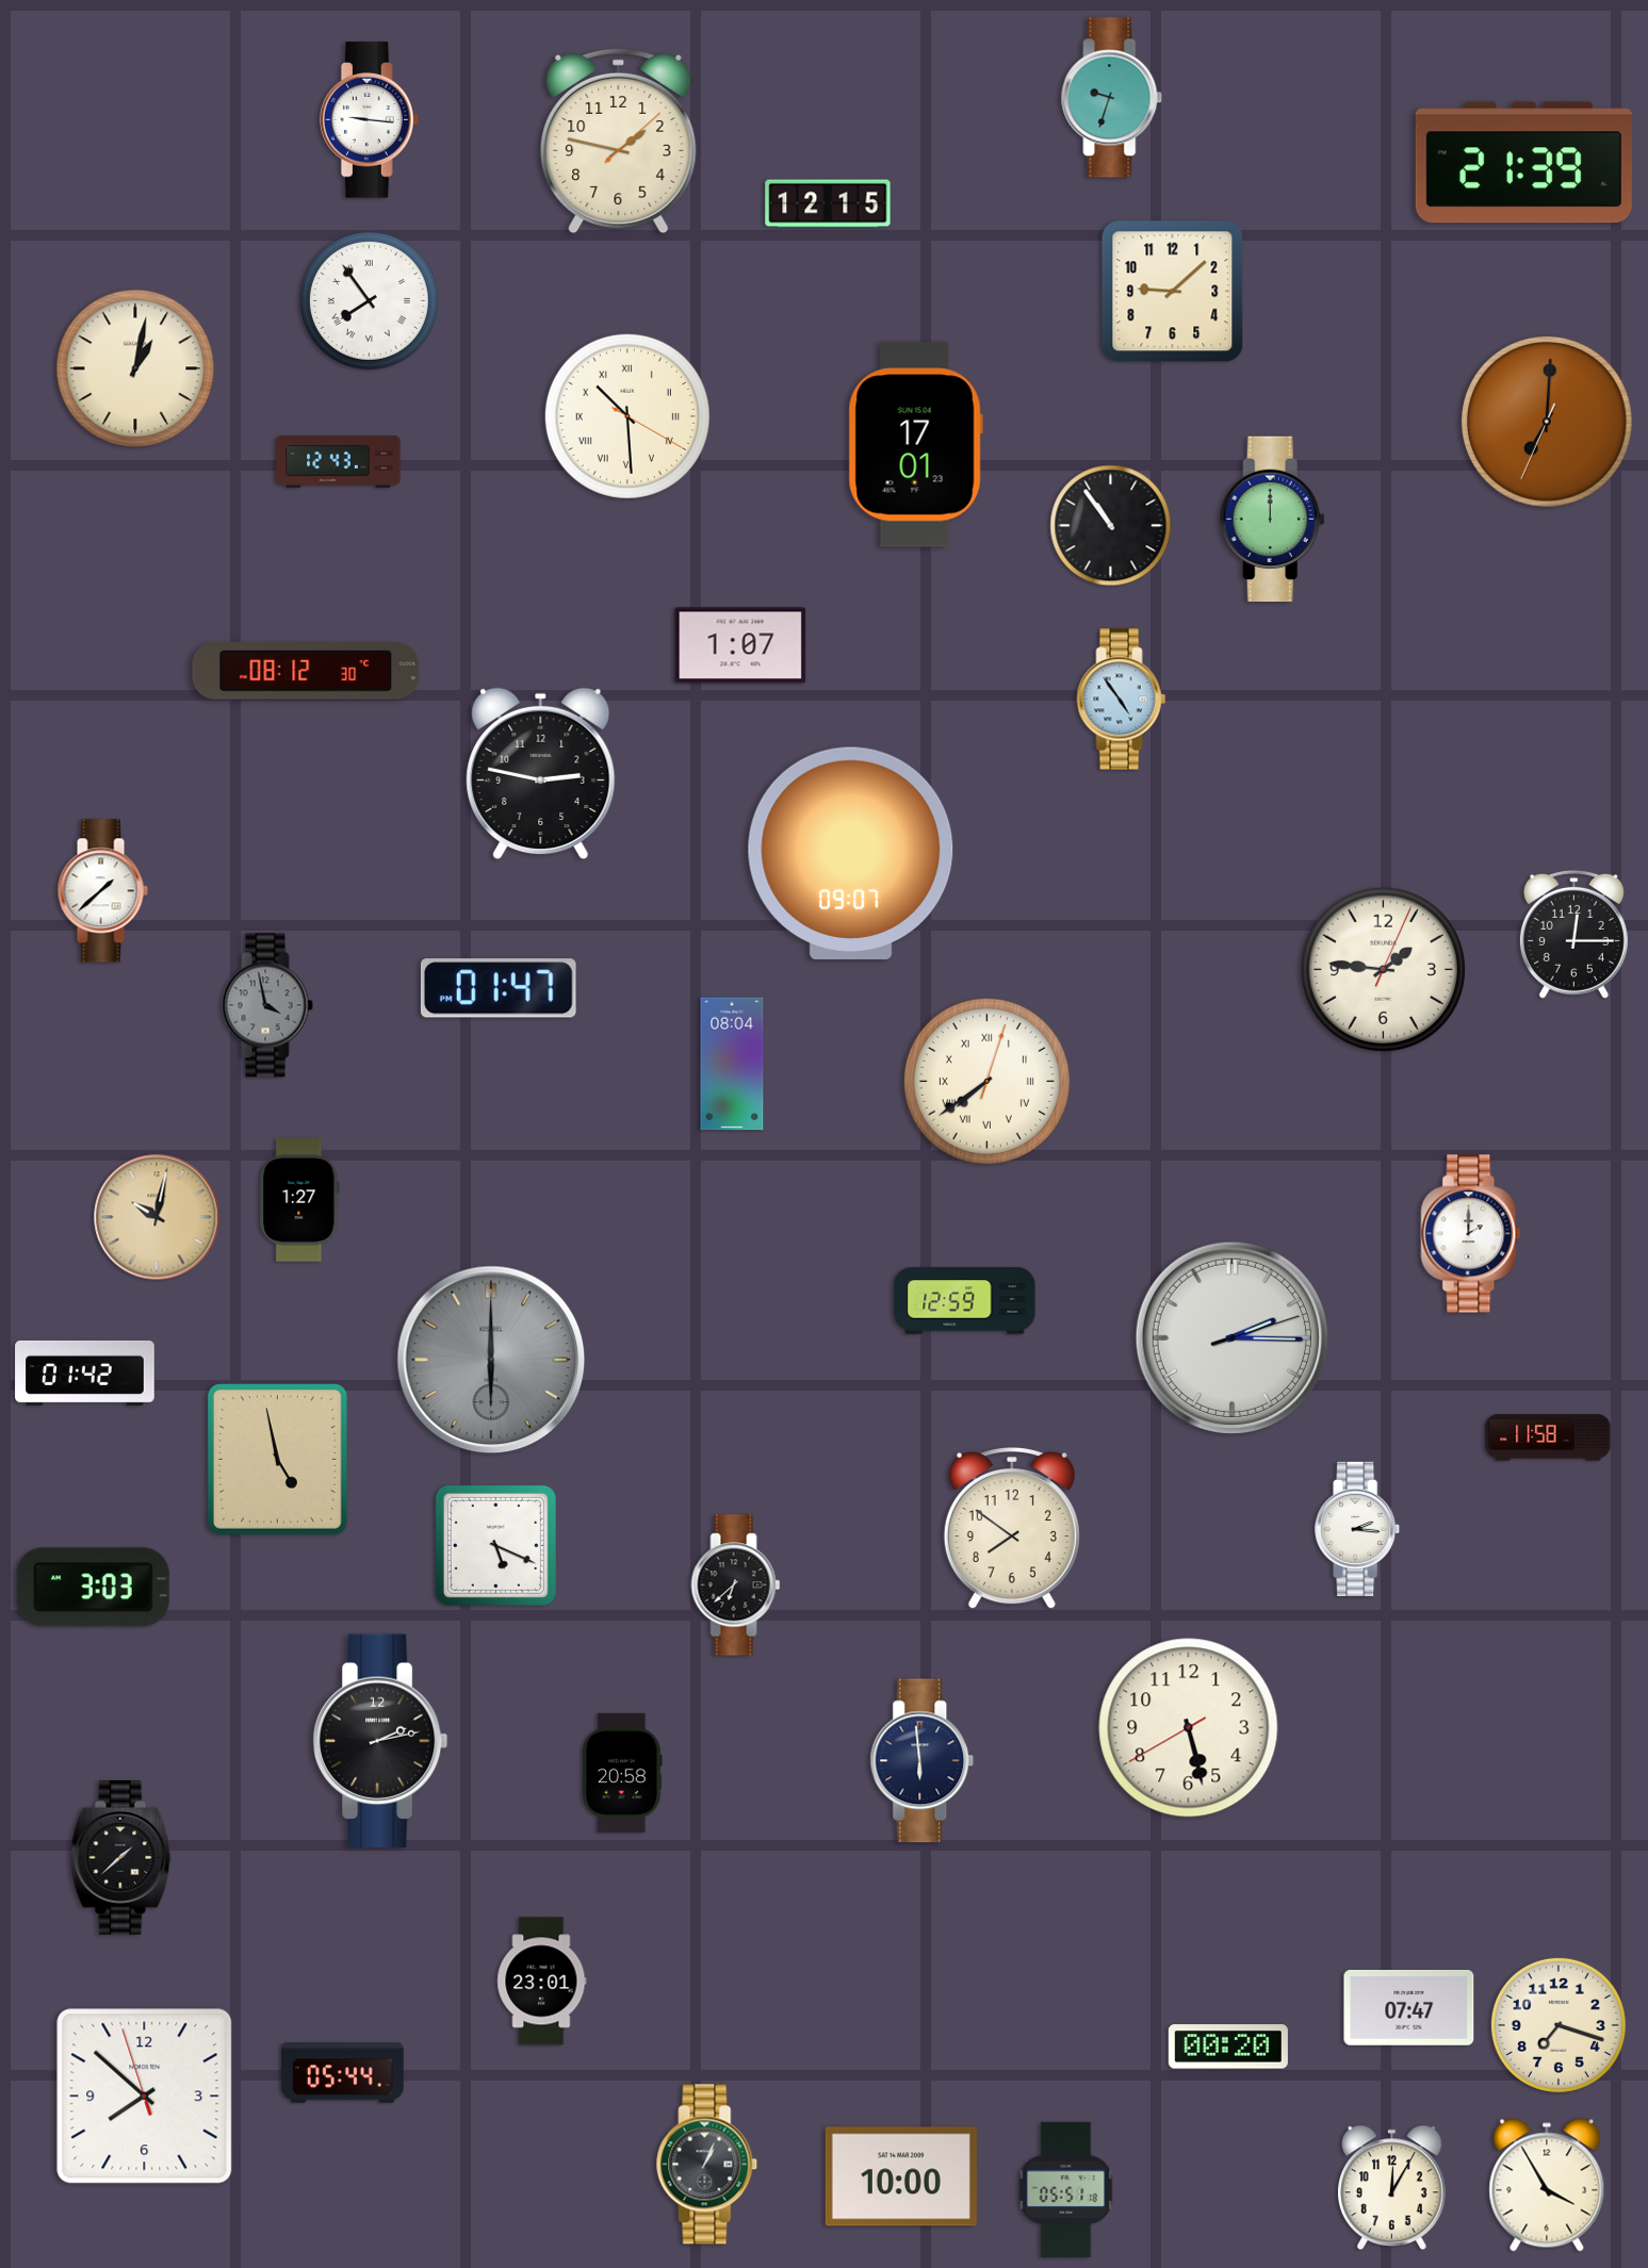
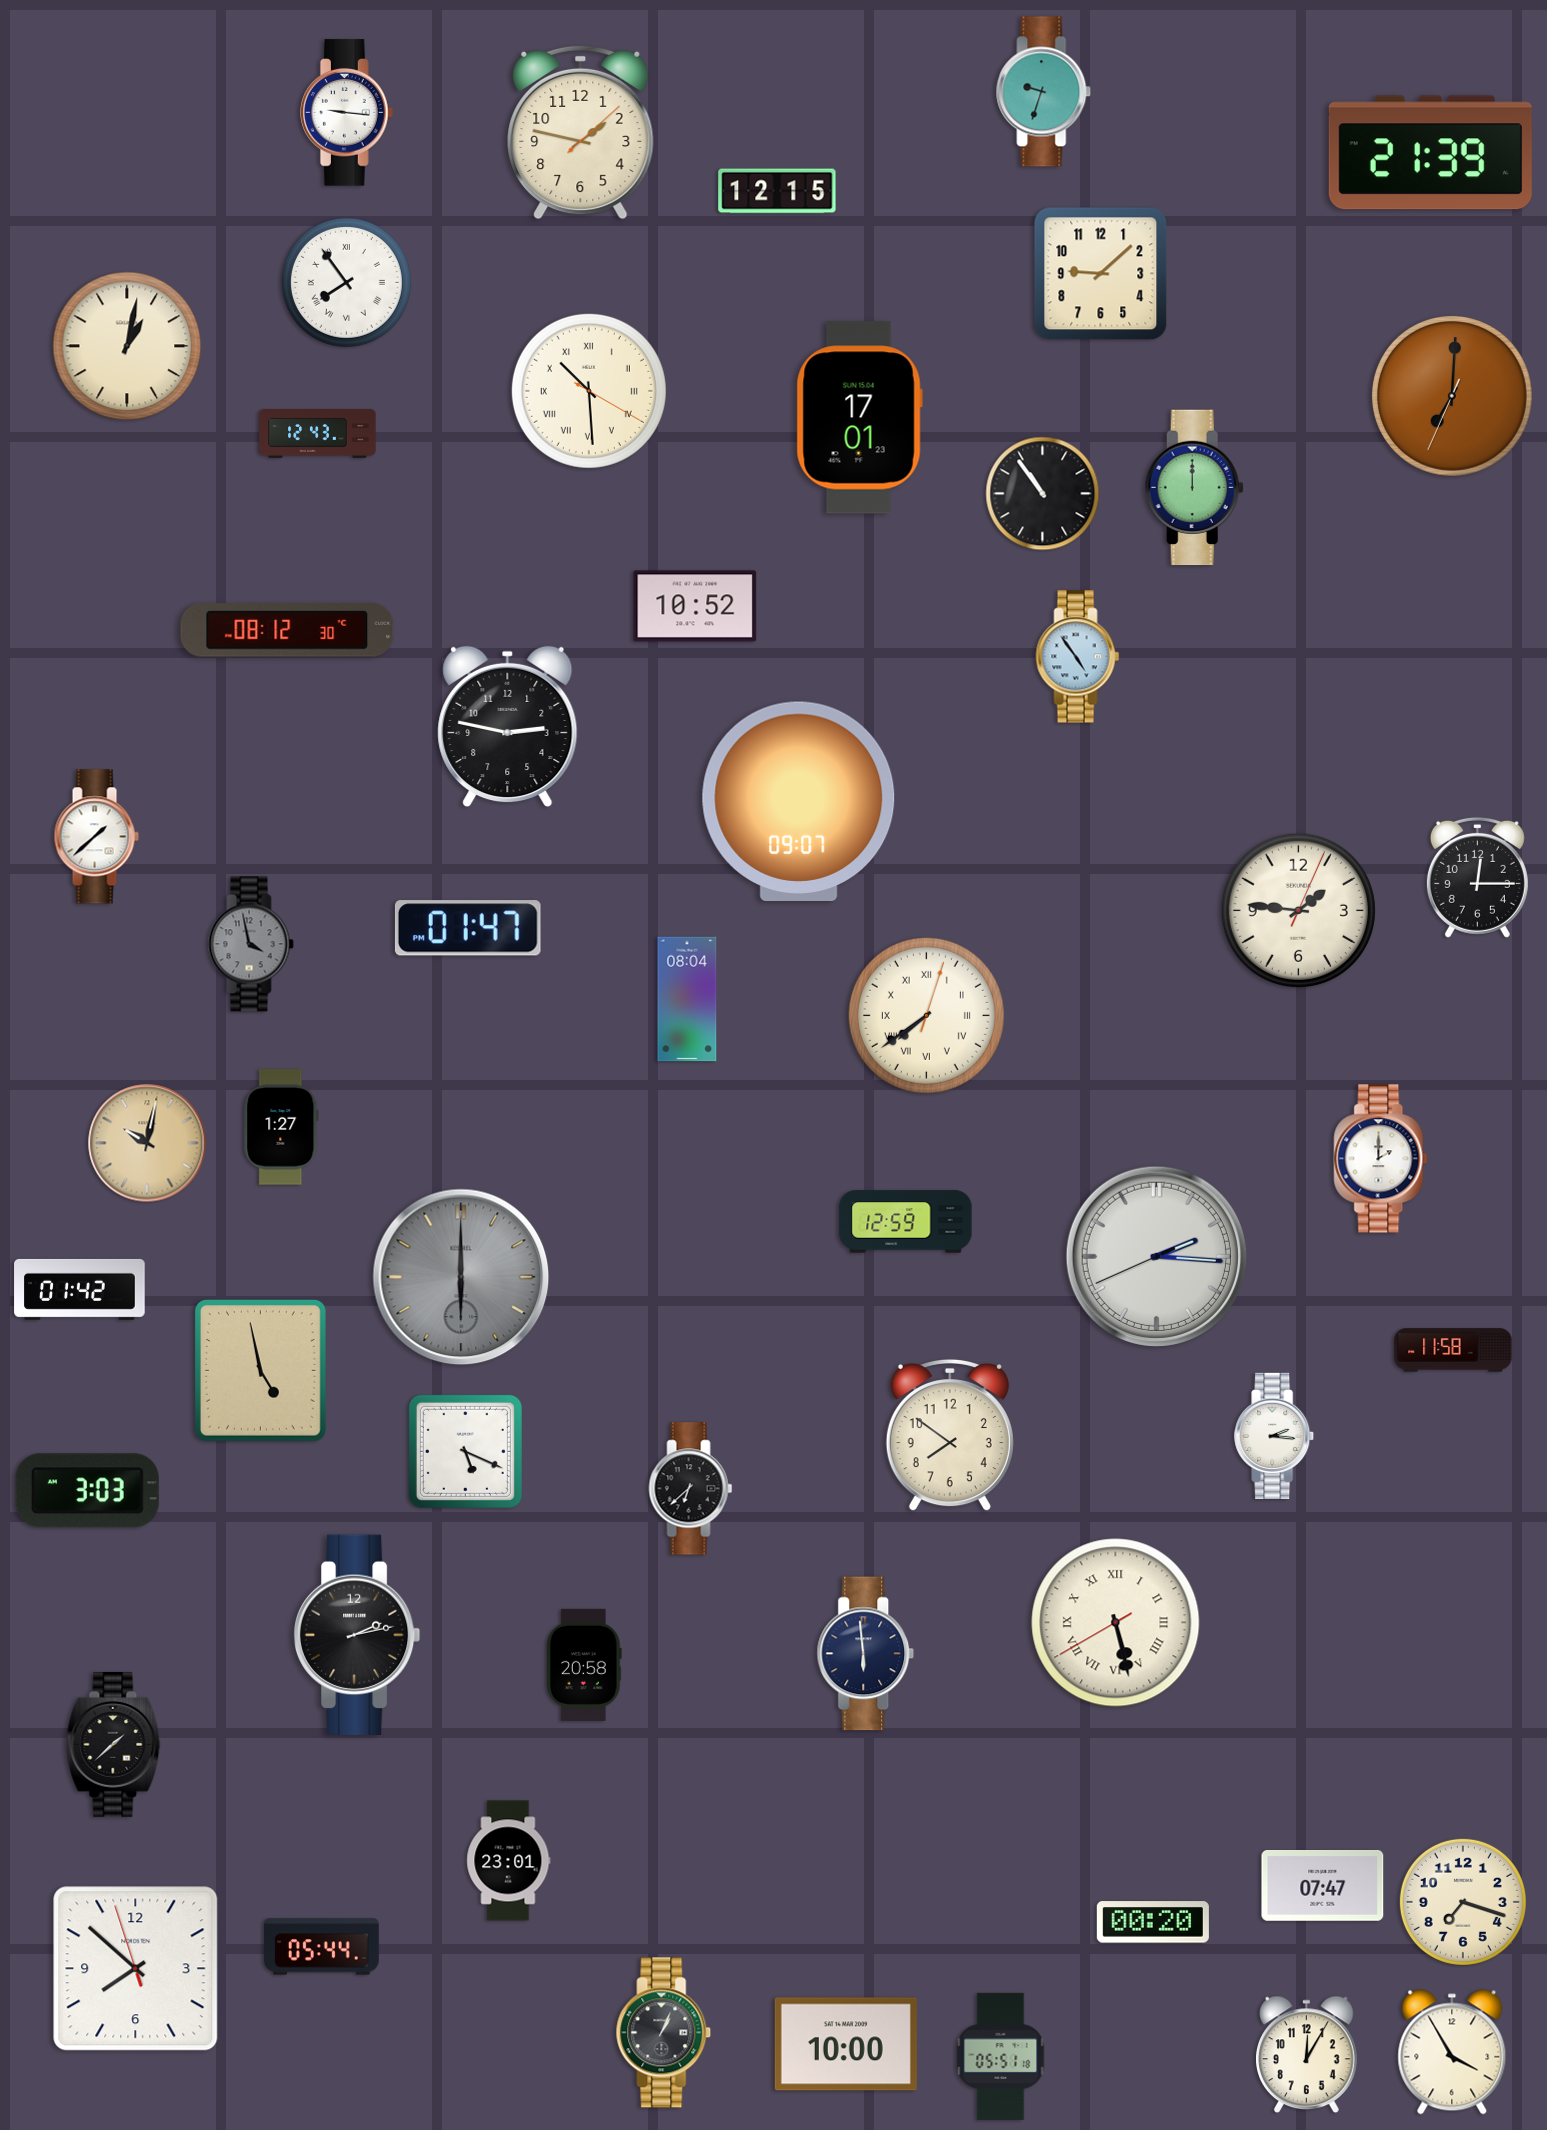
clock at (740, 645): 1:07 -> 10:52
clock at (1122, 700) position: (1122, 700) -> (1078, 657)
clock at (1231, 1337): 2:15:12 -> 2:15:41
clock at (1189, 1728) numerals: Arabic -> Roman
